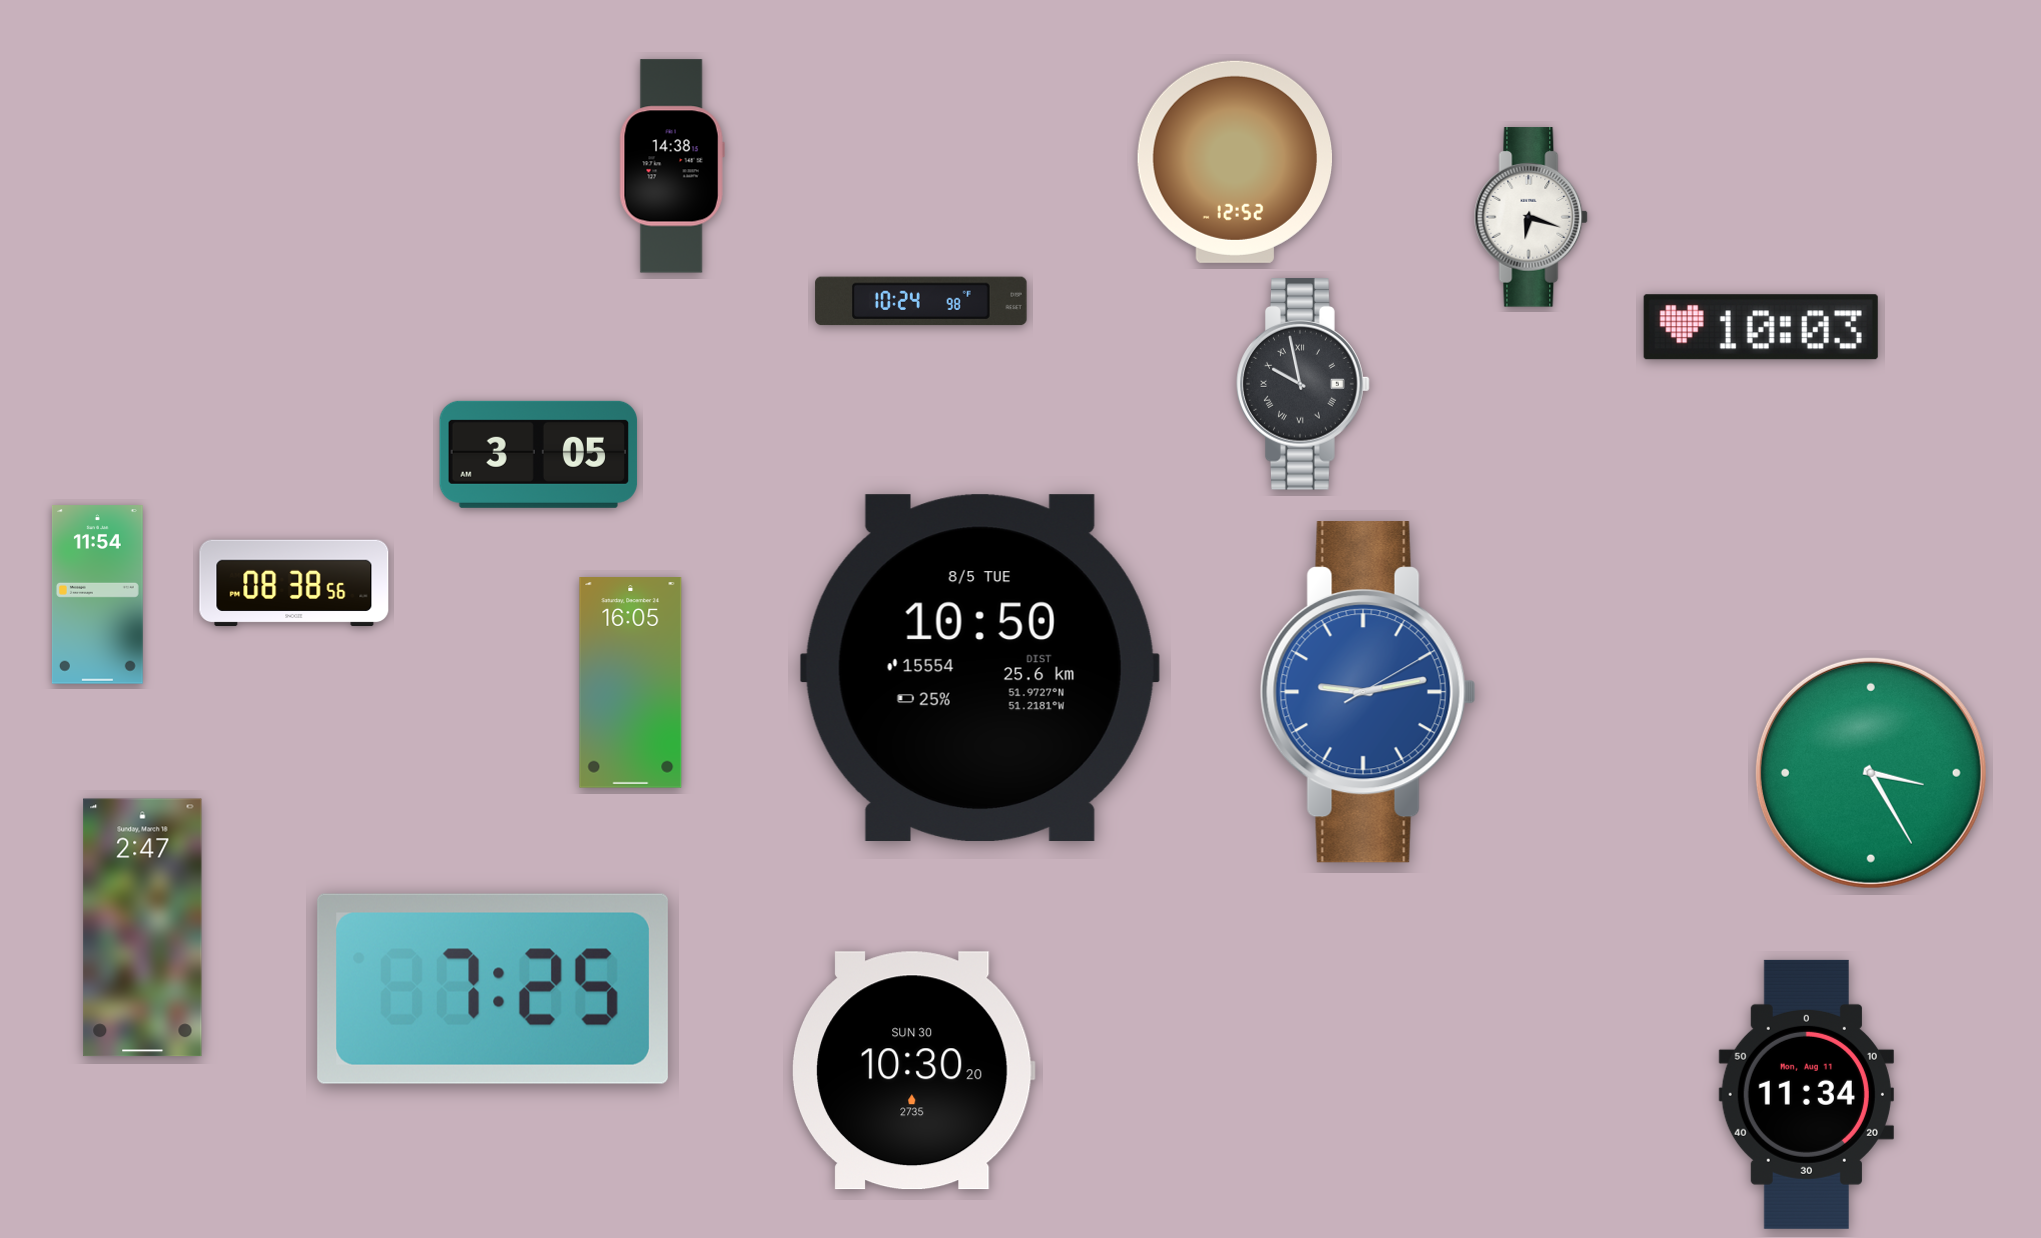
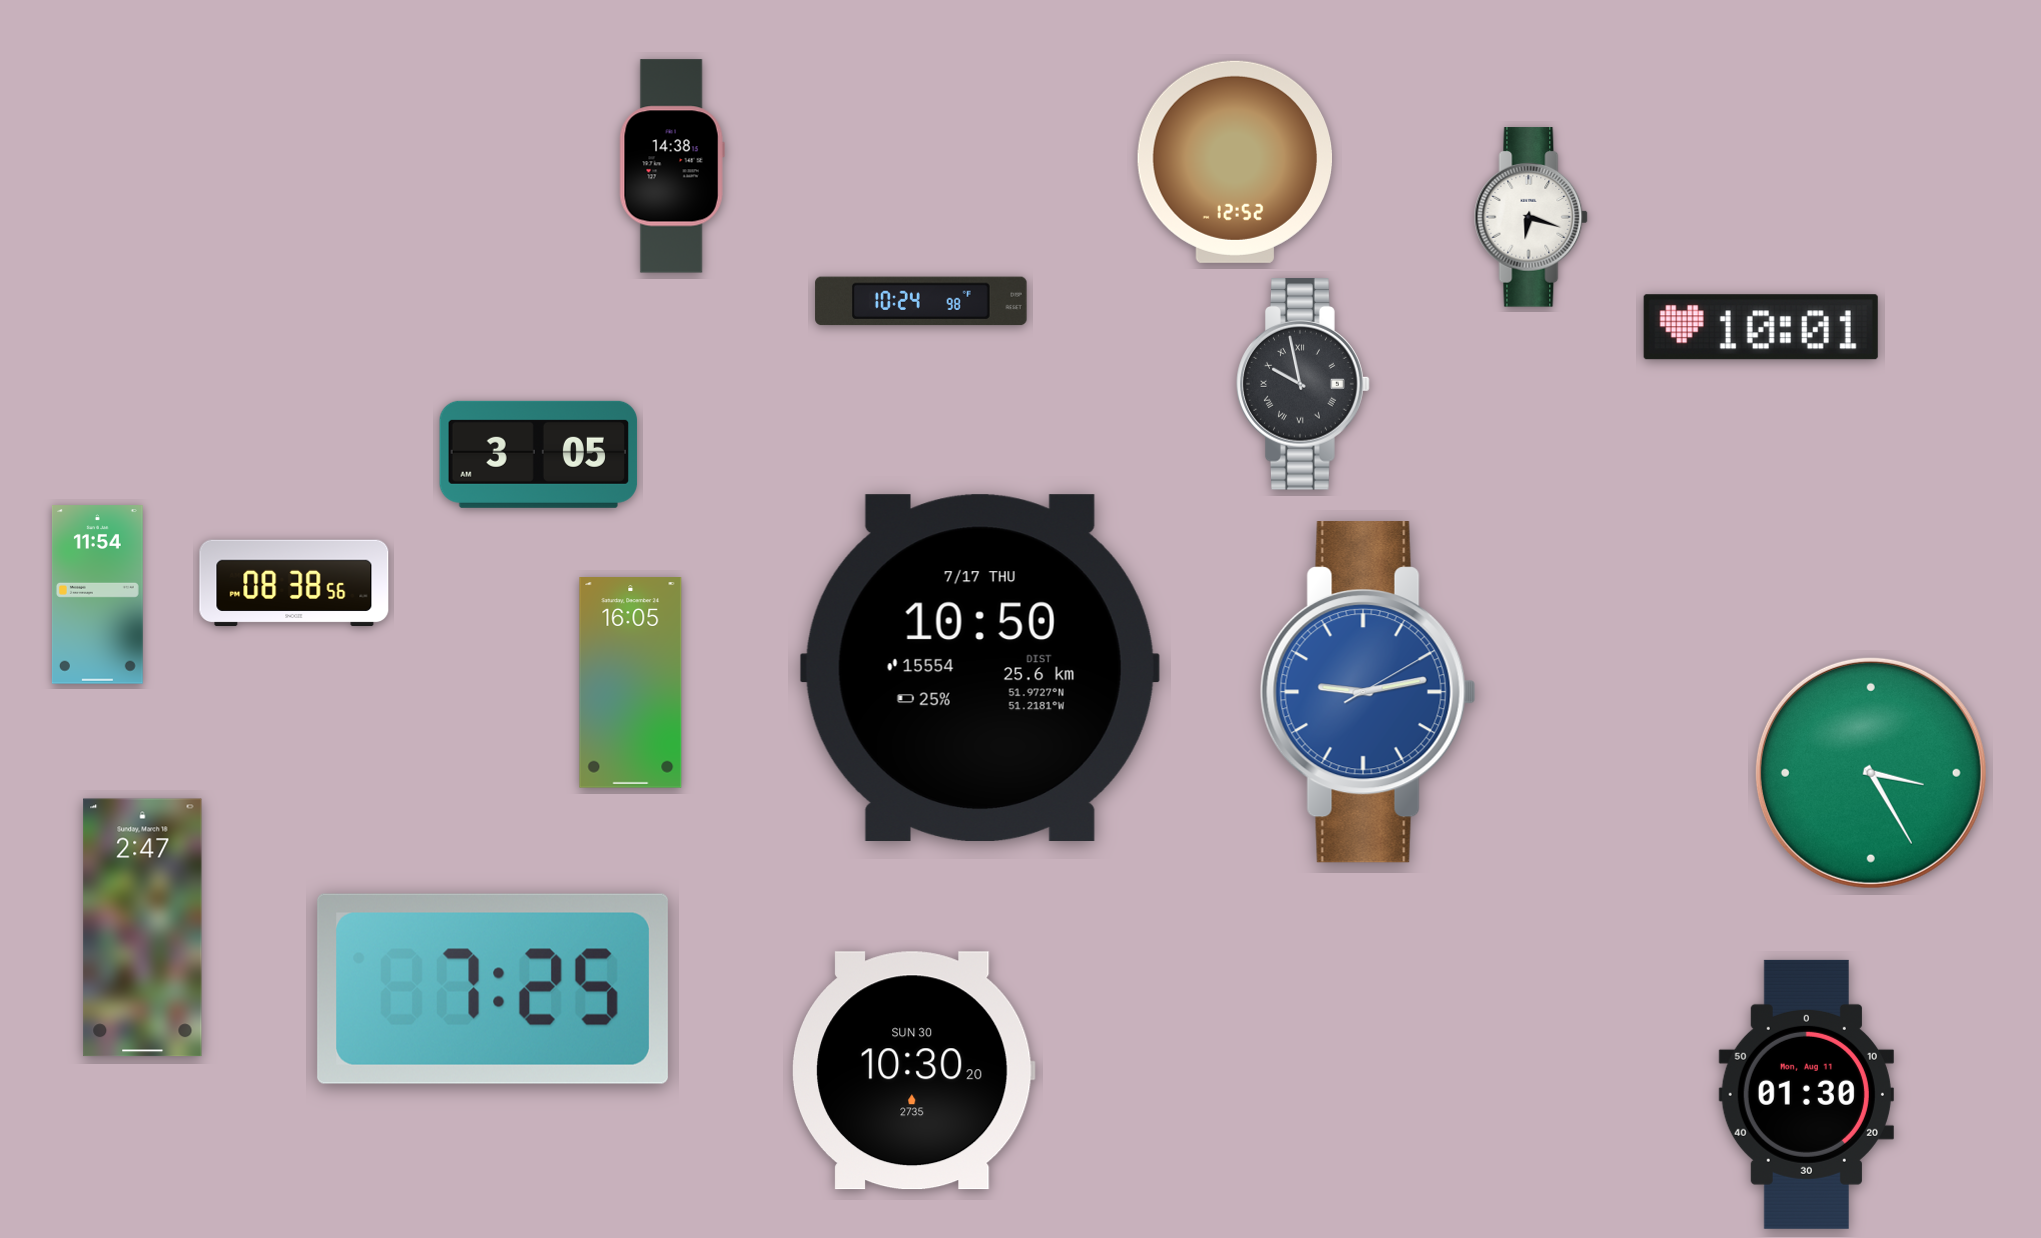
clock at (1761, 327): 10:03 -> 10:01
clock at (980, 667) date: 8/5 TUE -> 7/17 THU
clock at (1806, 1094): 11:34 -> 01:30
